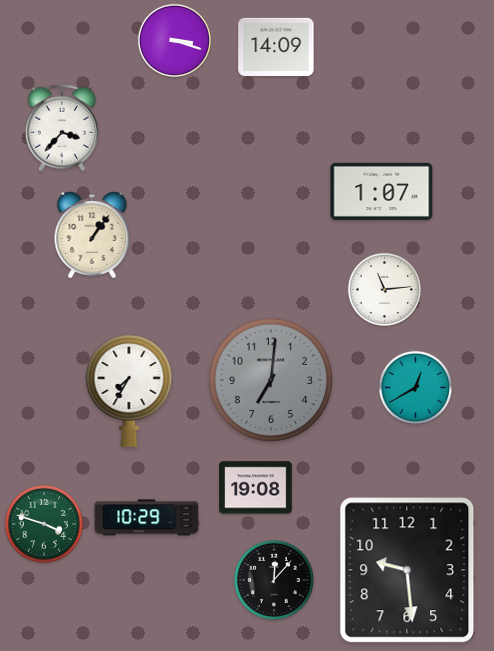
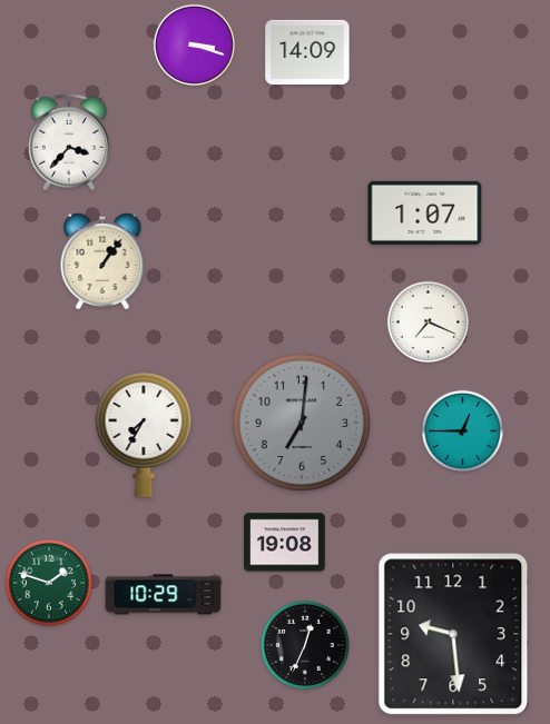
clock at (385, 290): 11:14 -> 7:19
clock at (416, 388): 12:40 -> 12:45
clock at (147, 518) position: (147, 518) -> (164, 595)
clock at (44, 524): 3:48 -> 1:48
clock at (274, 580): 12:07 -> 12:34
